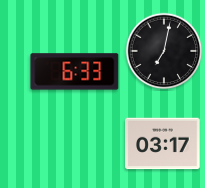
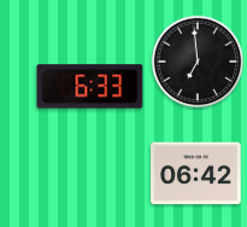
clock at (164, 51): 7:02 -> 6:59
clock at (163, 144): 03:17 -> 06:42
